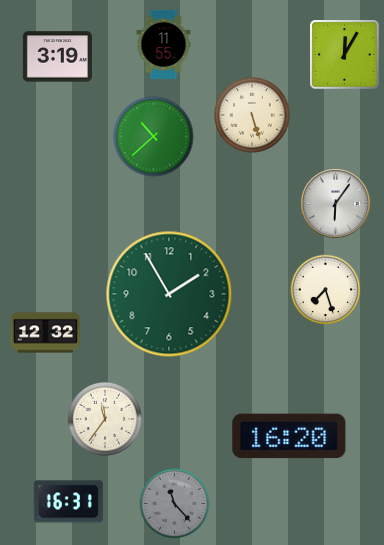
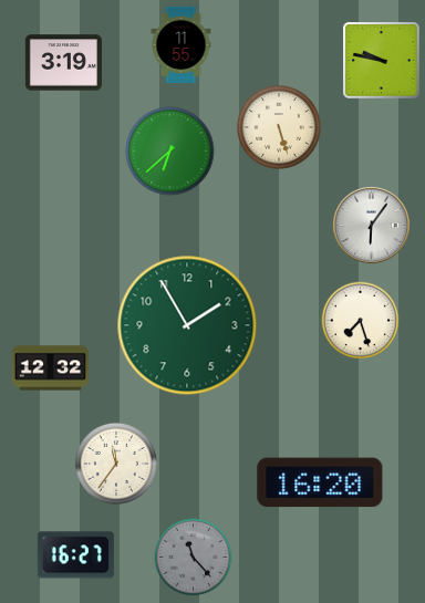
clock at (164, 44) position: (164, 44) -> (182, 44)
clock at (345, 55): 12:05 -> 9:47
clock at (154, 137): 10:38 -> 6:38
clock at (68, 502): 16:31 -> 16:27
